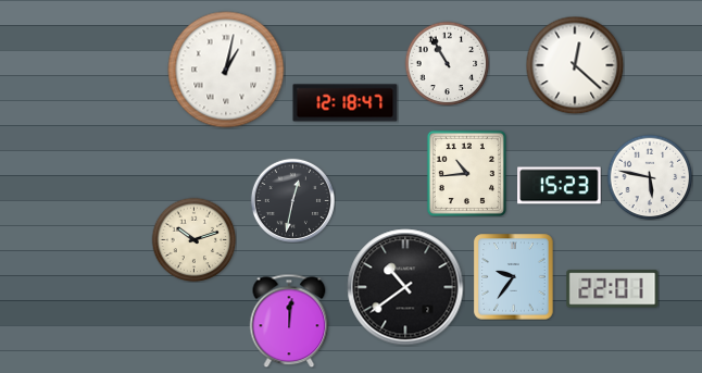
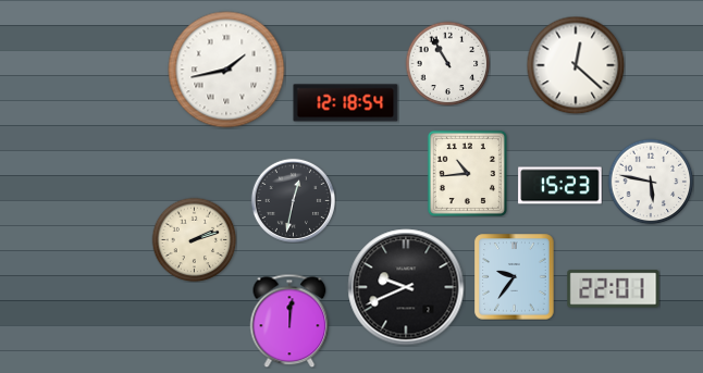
clock at (226, 70): 1:02 -> 1:43
clock at (346, 103): 12:18:47 -> 12:18:54
clock at (650, 177) position: (650, 177) -> (651, 182)
clock at (193, 239): 10:12 -> 2:12
clock at (405, 287): 10:39 -> 9:41
